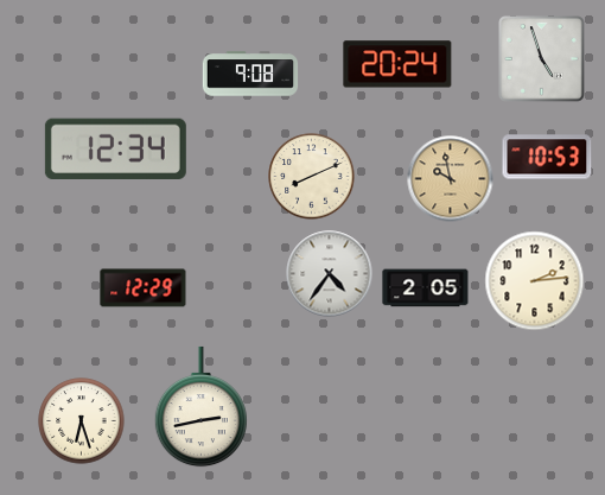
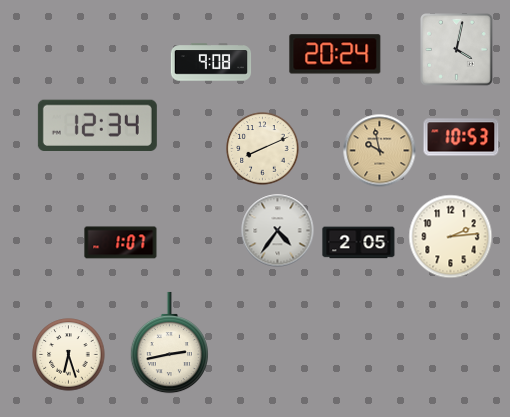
clock at (542, 59): 4:57 -> 4:02
clock at (547, 157) position: (547, 157) -> (461, 137)
clock at (144, 288): 12:29 -> 1:07
